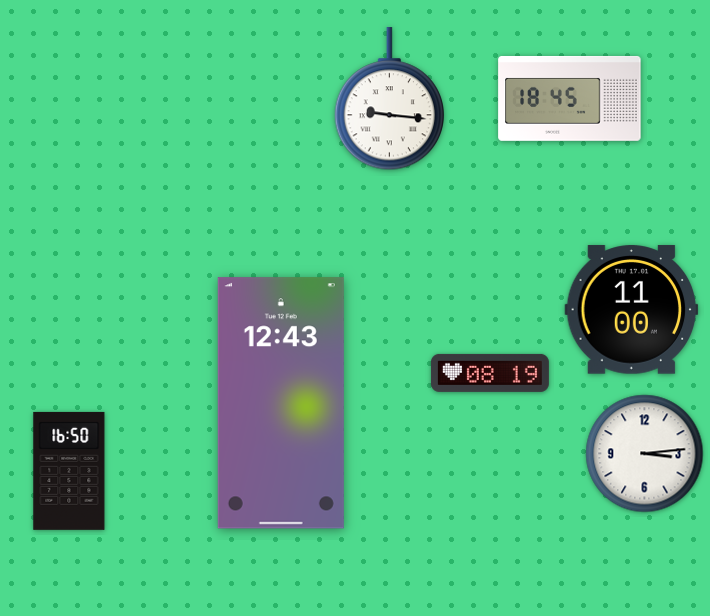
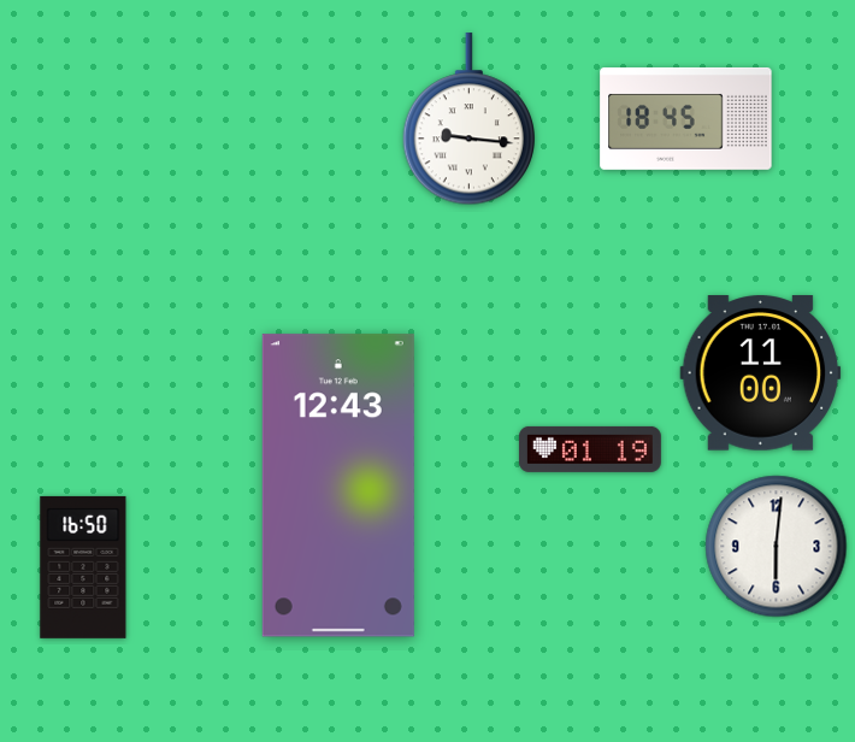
clock at (490, 373): 08:19 -> 01:19
clock at (645, 454): 3:14 -> 6:01
